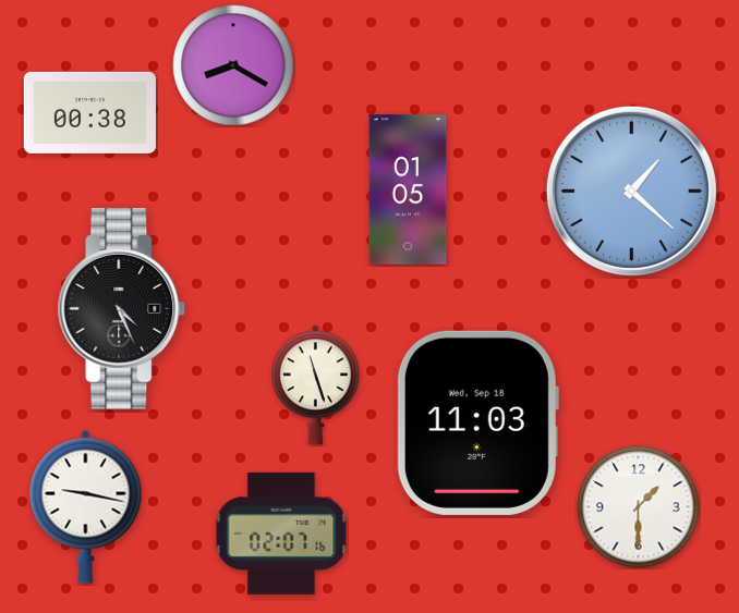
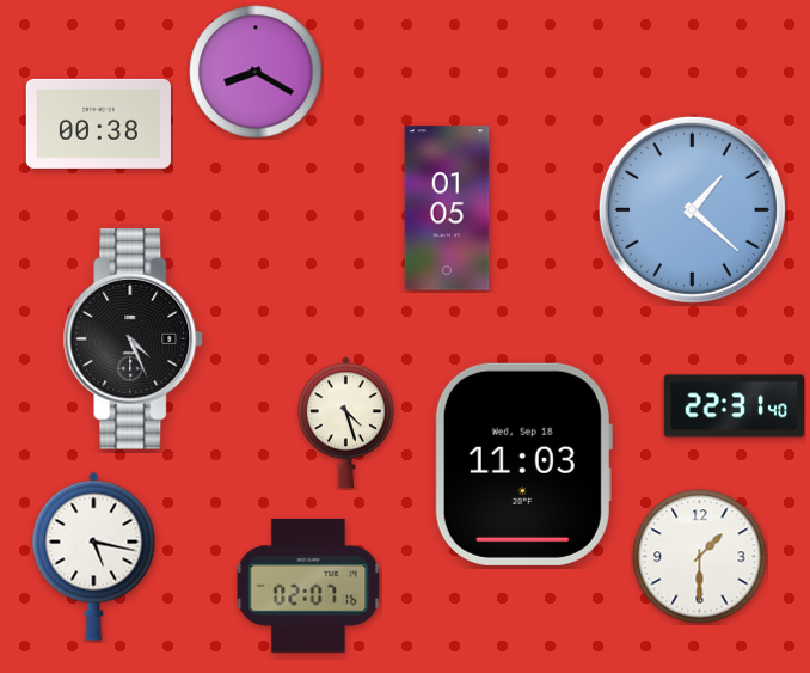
clock at (735, 406): none -> 22:31
clock at (315, 385): 11:27 -> 4:27
clock at (86, 506): 9:17 -> 5:17
